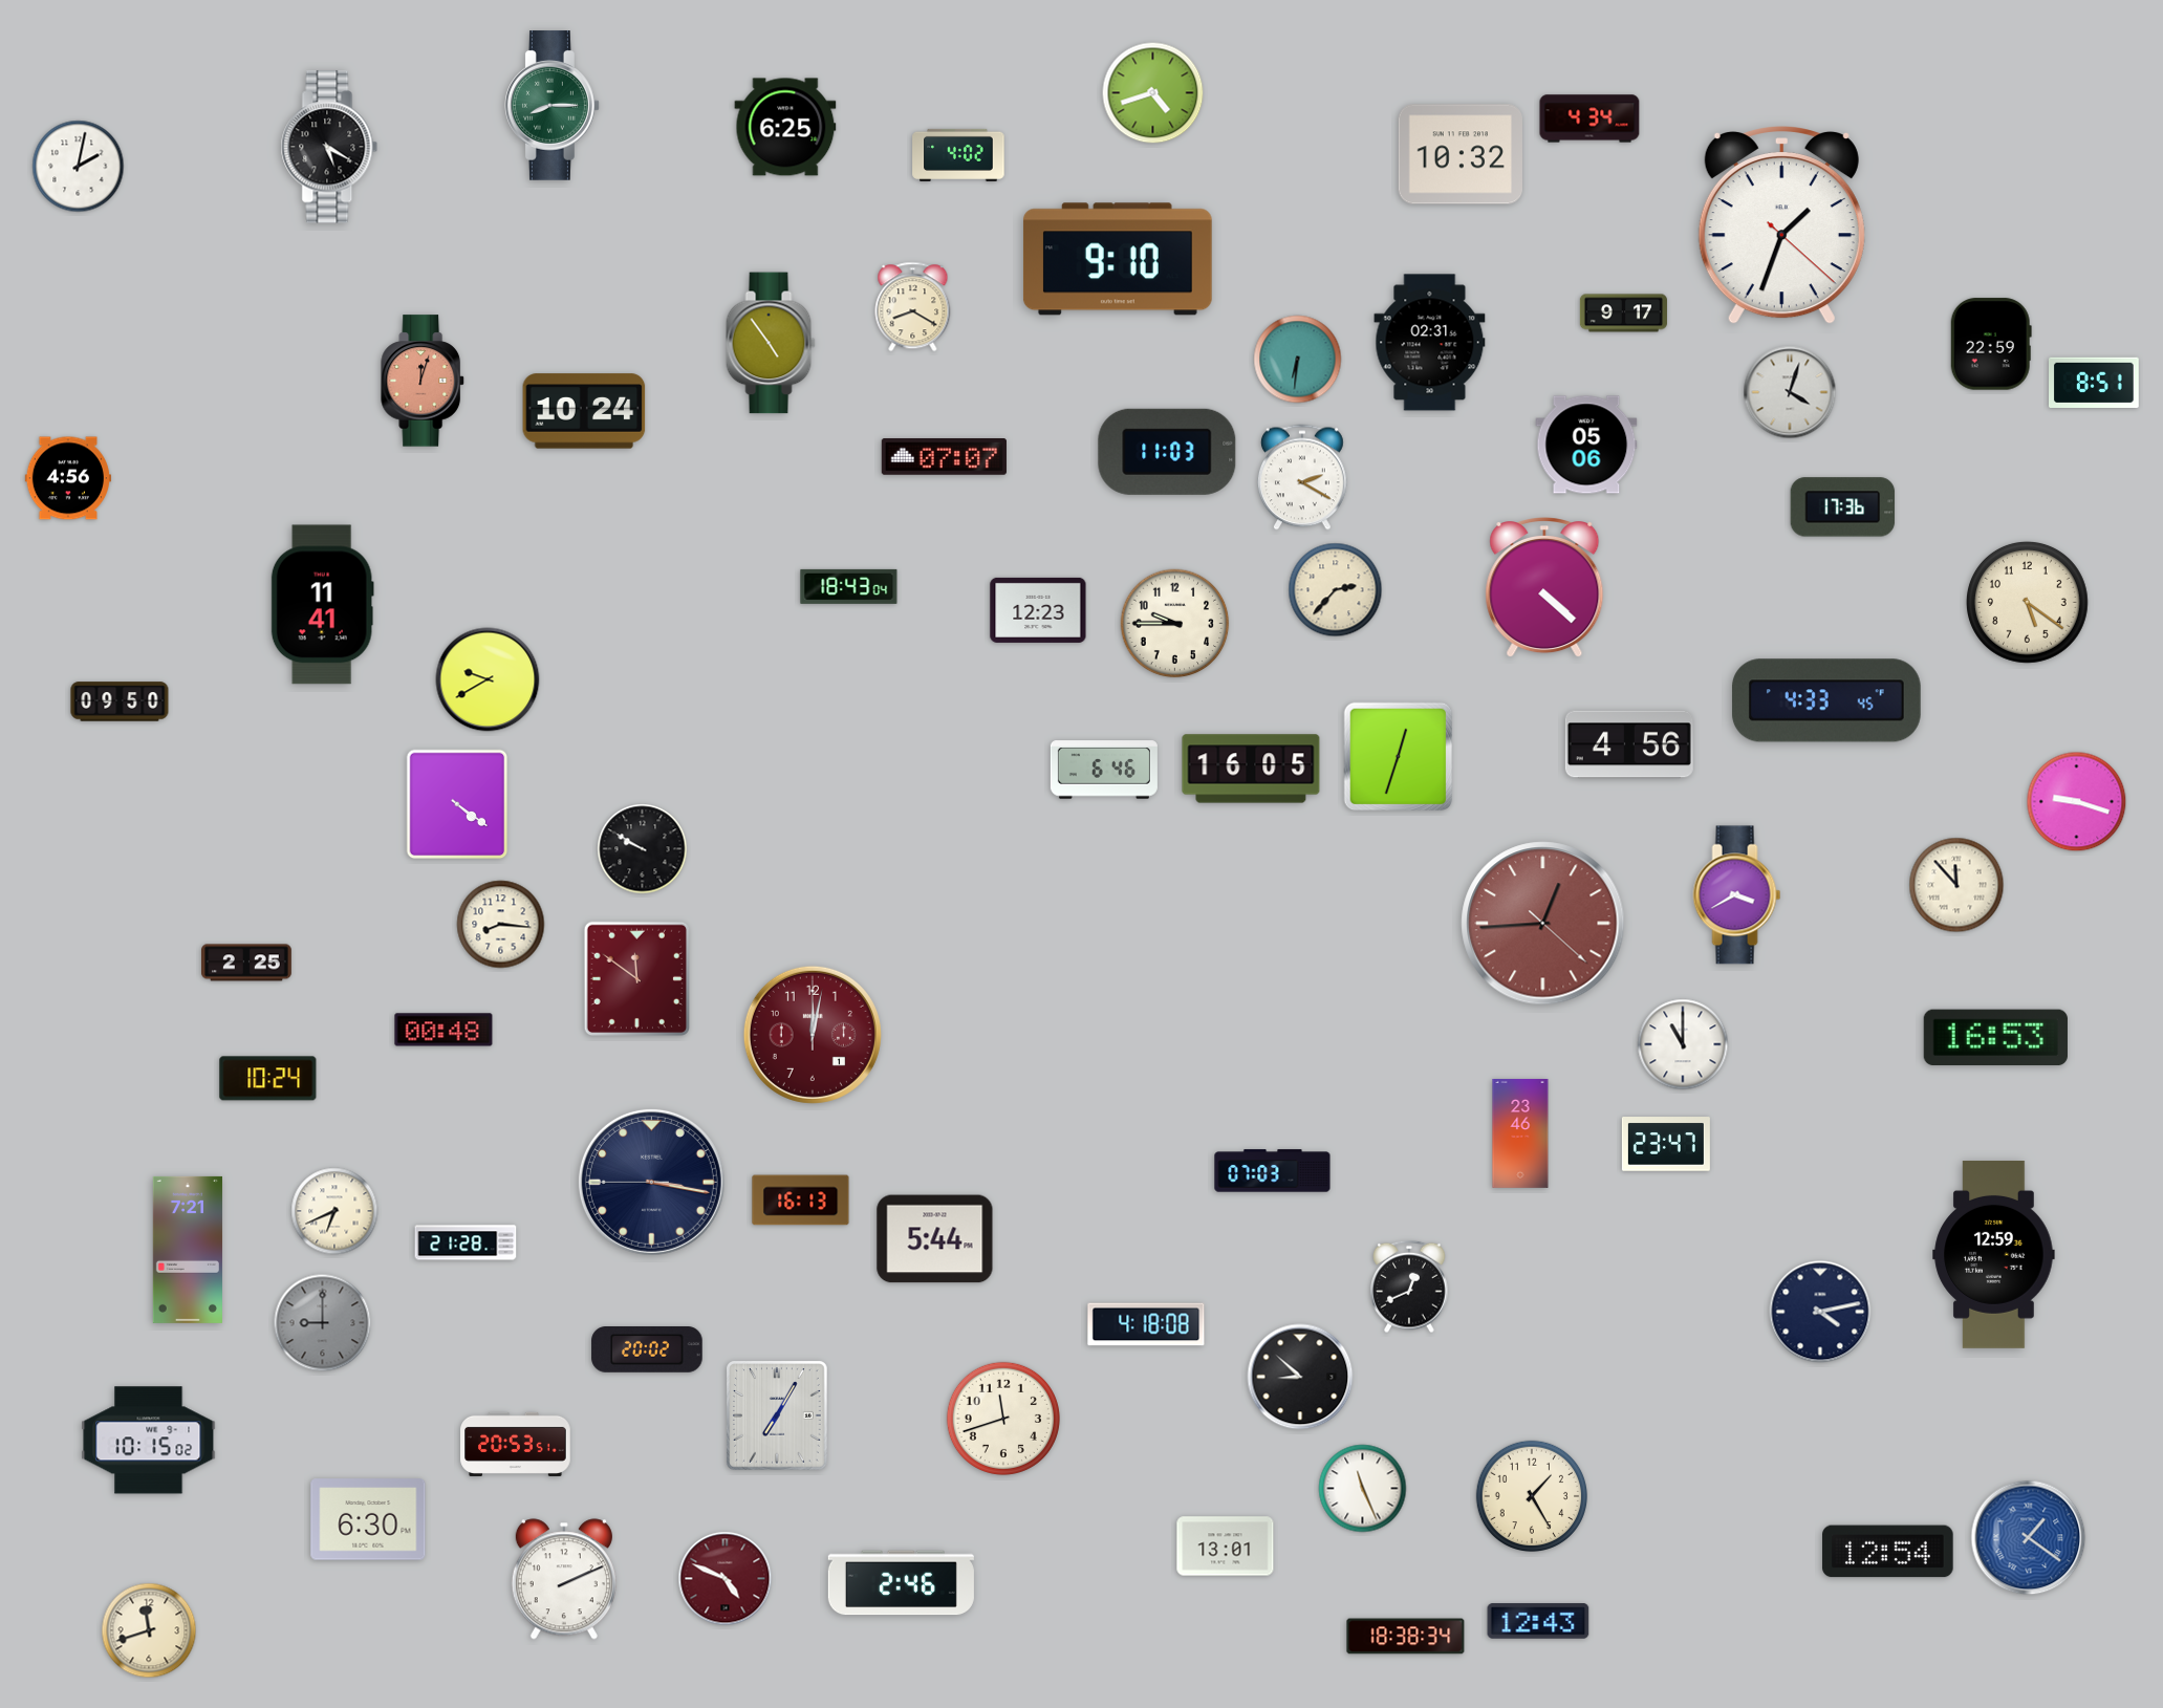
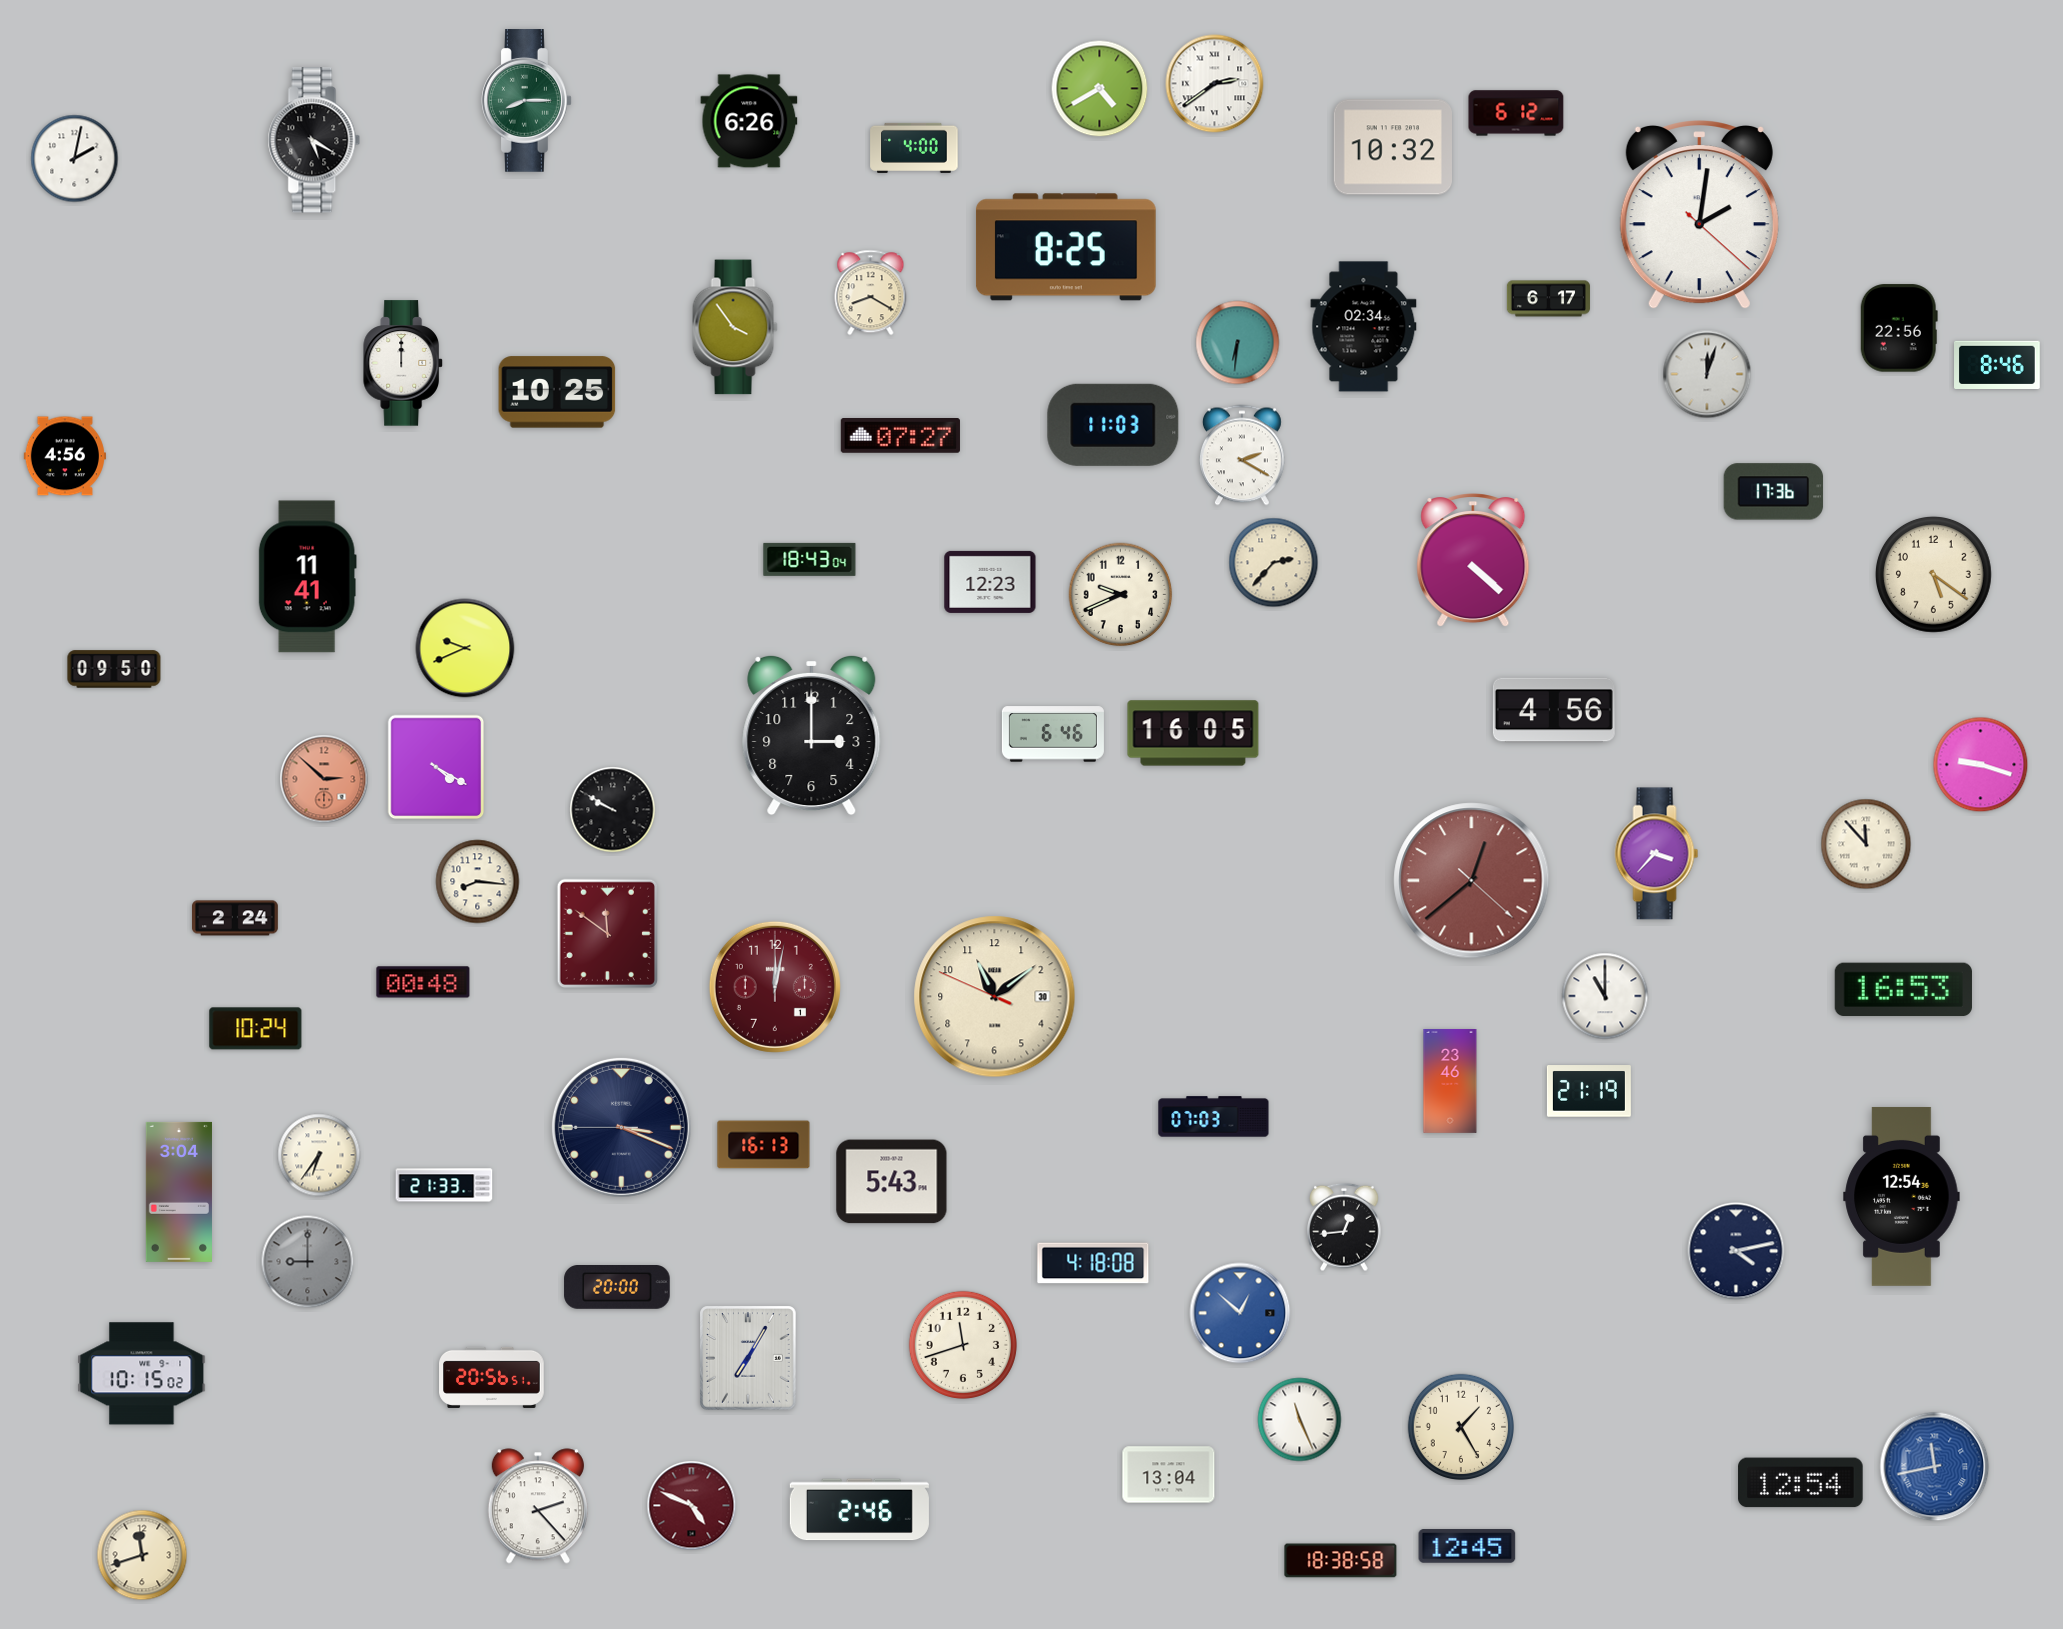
clock at (1215, 84): none -> 2:39
clock at (1153, 93): 4:42 -> 4:40
clock at (1589, 118): 4:34 -> 6:12
clock at (785, 127): 6:25 -> 6:26
clock at (958, 155): 4:02 -> 4:00
clock at (1781, 225): 1:33 -> 2:01
clock at (1118, 259): 9:10 -> 8:25
clock at (1623, 314): 9:17 -> 6:17
clock at (771, 343): 4:54 -> 3:54
clock at (1430, 343): 02:31 -> 02:34
clock at (1991, 344): 22:59 -> 22:56
clock at (423, 381): 12:03 -> 12:00
clock at (423, 381) dial: salmon -> white
clock at (2095, 382): 8:51 -> 8:46
clock at (1790, 392): 4:03 -> 12:03
clock at (584, 411): 10:24 -> 10:25
clock at (1586, 445): 05:06 -> none
clock at (1167, 452) position: (1167, 452) -> (1113, 425)
clock at (944, 457): 07:07 -> 07:27
clock at (1843, 507) position: (1843, 507) -> (1774, 492)
clock at (1175, 624): 9:45 -> 9:41
clock at (488, 679): 9:40 -> 9:41
clock at (1826, 700): 4:33 -> none
clock at (1399, 757): 12:33 -> none
clock at (812, 735): none -> 3:00
clock at (457, 804): 4:21 -> 4:20
clock at (324, 779): none -> 2:52
clock at (1737, 895): 3:40 -> 3:37
clock at (1543, 924): 12:44 -> 12:38
clock at (247, 963): 2:25 -> 2:24
clock at (995, 997): none -> 11:08
clock at (1666, 1144): 23:47 -> 21:19
clock at (651, 1182): 3:16 -> 3:18
clock at (334, 1211): 6:41 -> 6:36
clock at (935, 1239): 5:44 -> 5:43
clock at (466, 1242): 21:28 -> 21:33
clock at (188, 1250): 7:21 -> 3:04
clock at (1994, 1254): 12:59 -> 12:54
clock at (1409, 1287): 12:41 -> 12:44
clock at (647, 1350): 20:02 -> 20:00
clock at (1300, 1377): 8:52 -> 12:52
clock at (1300, 1377) dial: black -> blue
clock at (778, 1415) position: (778, 1415) -> (749, 1358)
clock at (1003, 1419) position: (1003, 1419) -> (963, 1345)
clock at (516, 1444): 20:53 -> 20:56
clock at (368, 1519): 6:30 -> none
clock at (2029, 1538): 1:21 -> 11:43
clock at (1226, 1547): 13:01 -> 13:04
clock at (1888, 1552) position: (1888, 1552) -> (1801, 1483)
clock at (564, 1579): 2:11 -> 2:23
clock at (1538, 1621): 12:43 -> 12:45
clock at (1406, 1637): 18:38:34 -> 18:38:58
